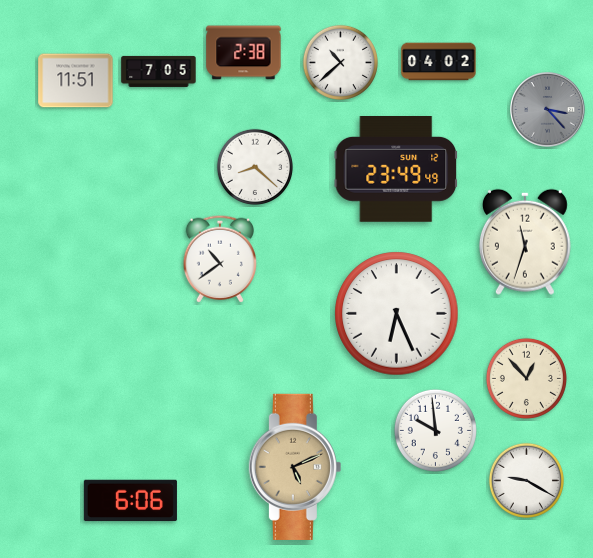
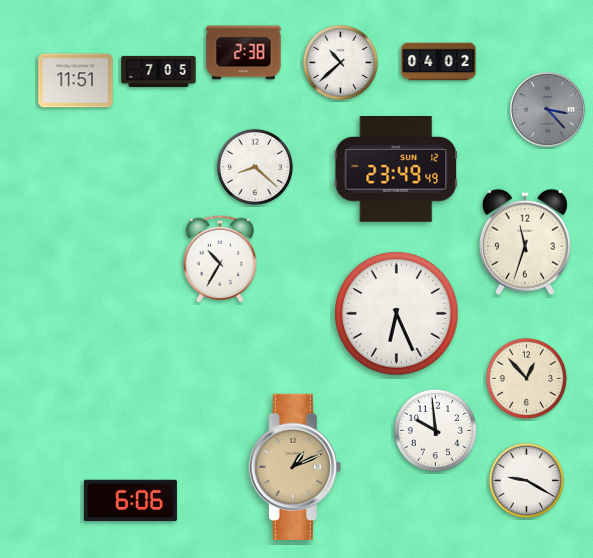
clock at (219, 259): 10:39 -> 10:35
clock at (295, 467): 5:11 -> 1:11
